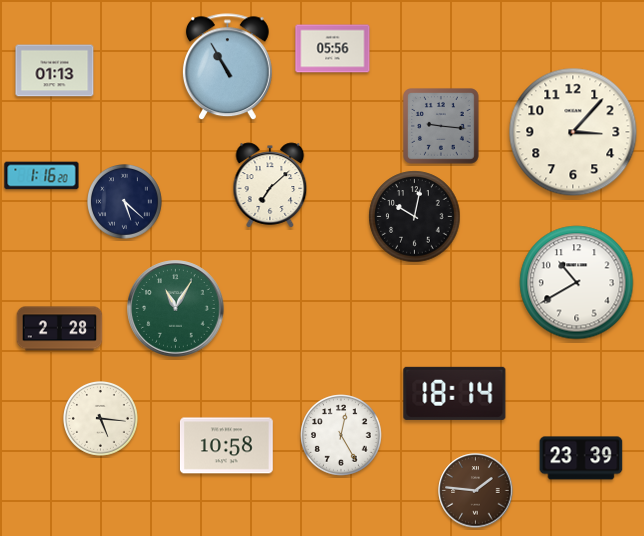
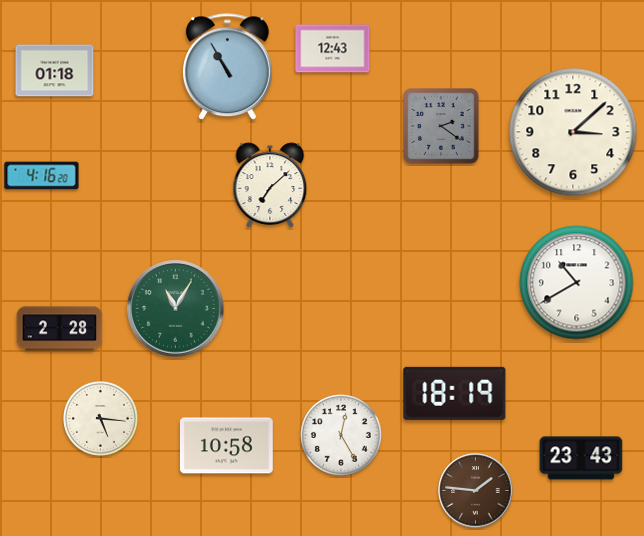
clock at (333, 49): 05:56 -> 12:43
clock at (55, 71): 01:13 -> 01:18
clock at (442, 127): 9:16 -> 2:21
clock at (573, 132): 3:07 -> 3:08
clock at (42, 176): 1:16 -> 4:16
clock at (125, 202): 5:22 -> none
clock at (415, 217): 10:02 -> none
clock at (455, 393): 18:14 -> 18:19
clock at (581, 458): 23:39 -> 23:43
